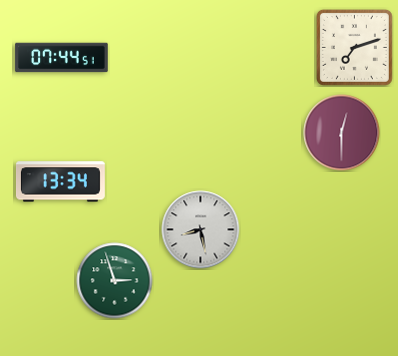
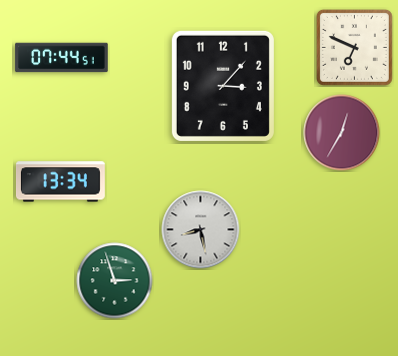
clock at (354, 47): 7:12 -> 6:49
clock at (223, 86): none -> 3:07
clock at (342, 133): 12:30 -> 12:35
